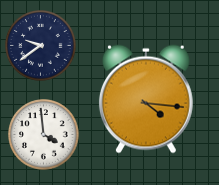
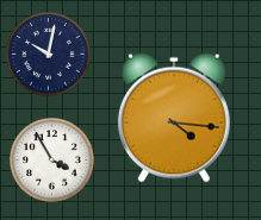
clock at (41, 46): 9:39 -> 10:02
clock at (44, 135): 3:59 -> 3:55
